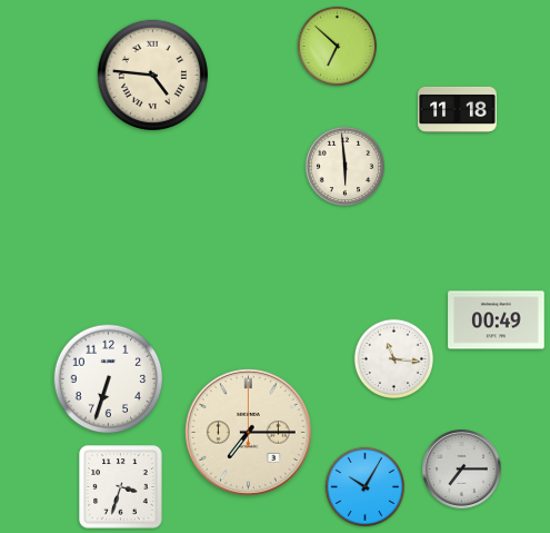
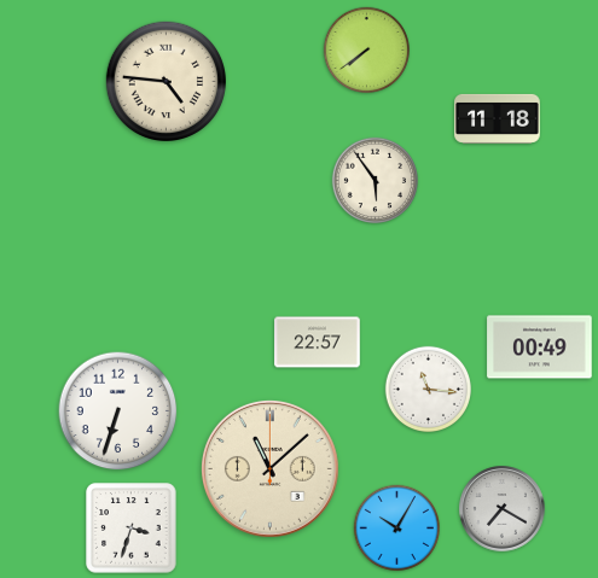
clock at (337, 46): 6:52 -> 7:39
clock at (344, 166): 5:59 -> 5:54
clock at (318, 343): none -> 22:57
clock at (248, 432): 7:15 -> 11:08
clock at (462, 470): 7:15 -> 7:20
